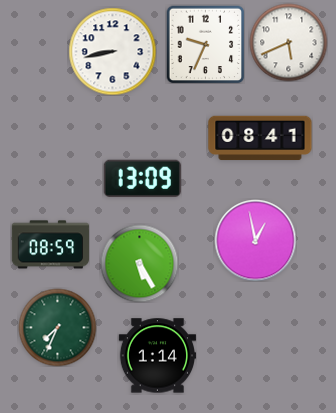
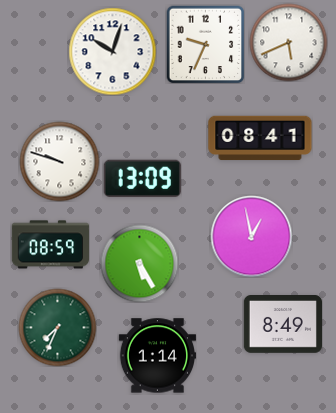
clock at (112, 51): 8:43 -> 10:03
clock at (59, 161): none -> 9:48
clock at (255, 240) position: (255, 240) -> (251, 236)
clock at (282, 325): none -> 8:49
